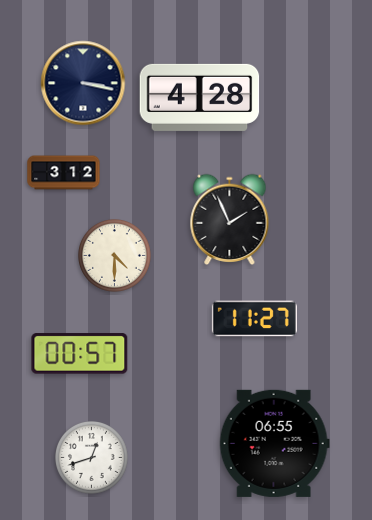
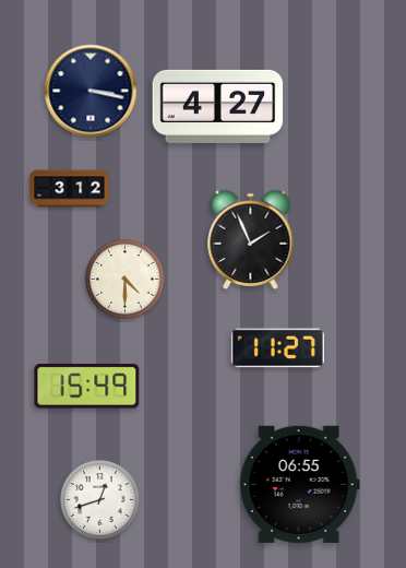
clock at (200, 97): 4:28 -> 4:27
clock at (80, 354): 00:57 -> 15:49
